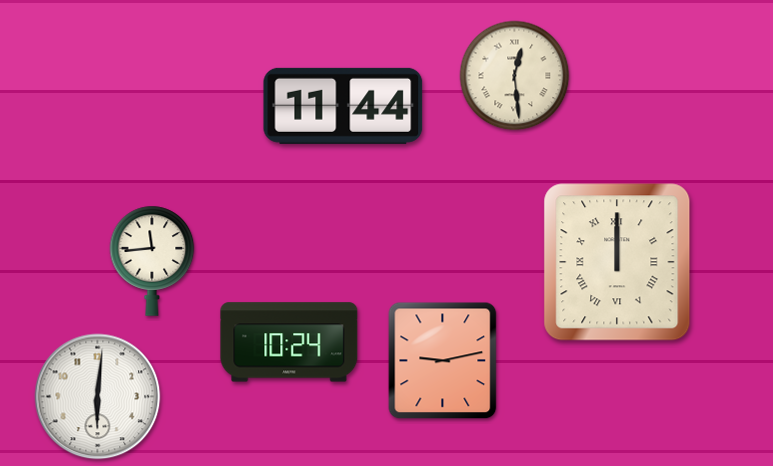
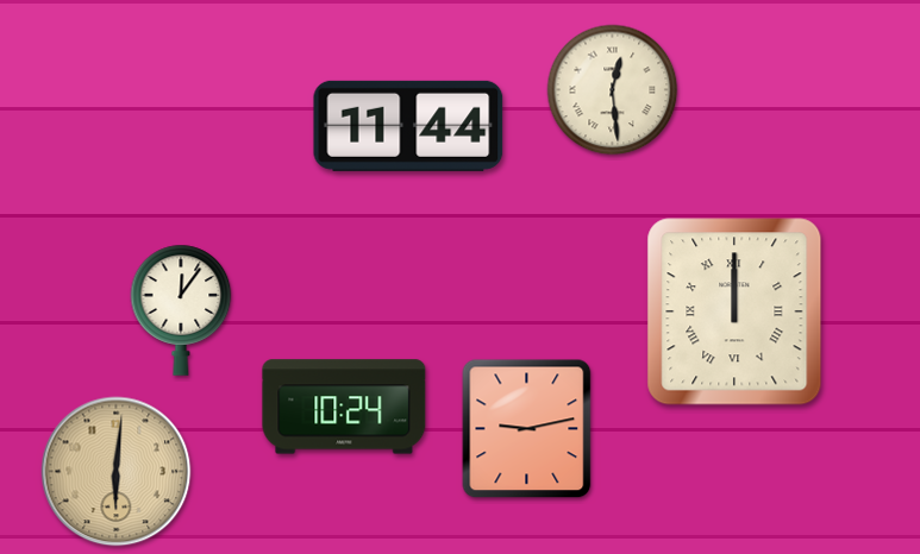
clock at (152, 261): 11:44 -> 12:06
clock at (98, 397) dial: white -> champagne
